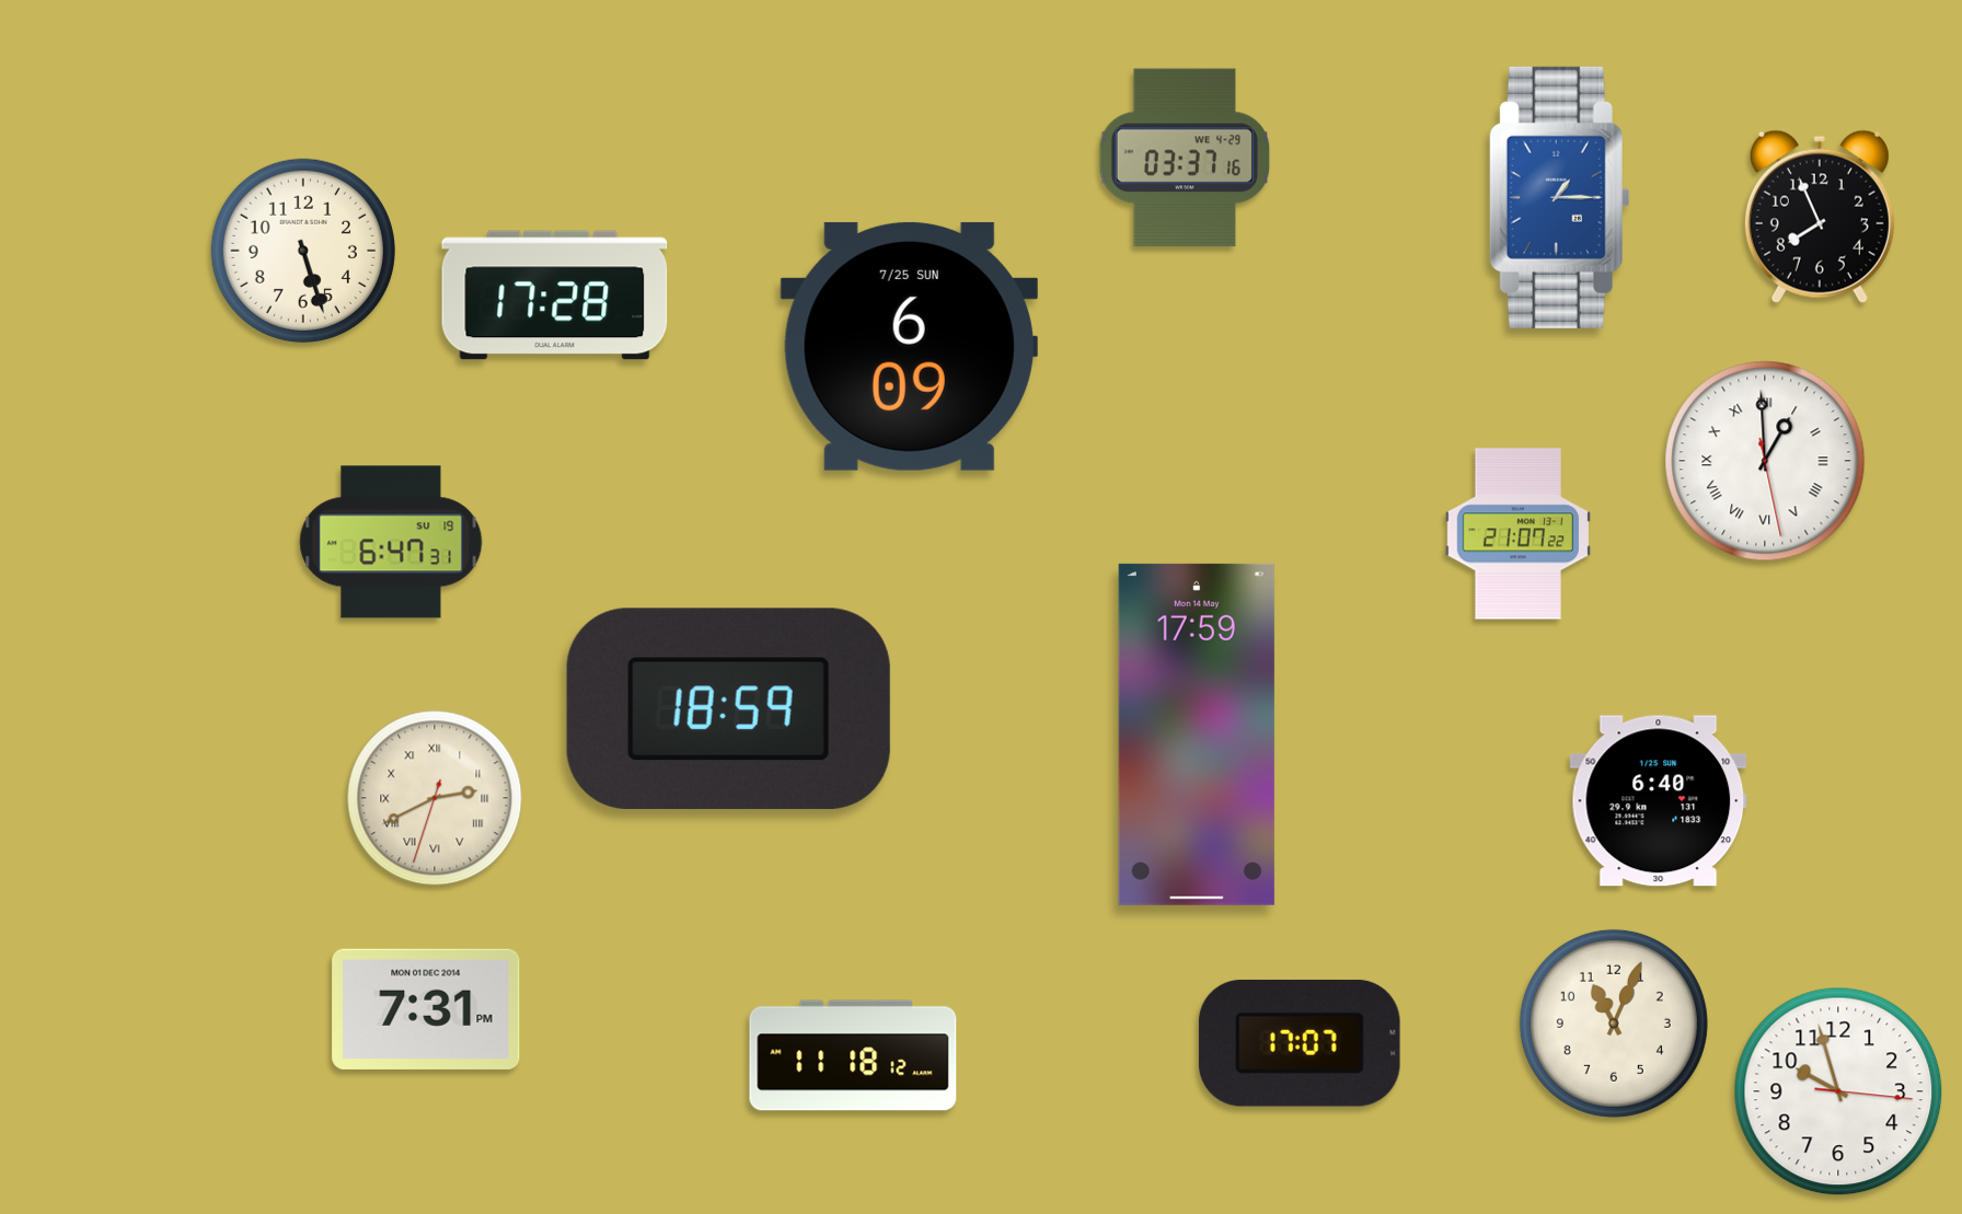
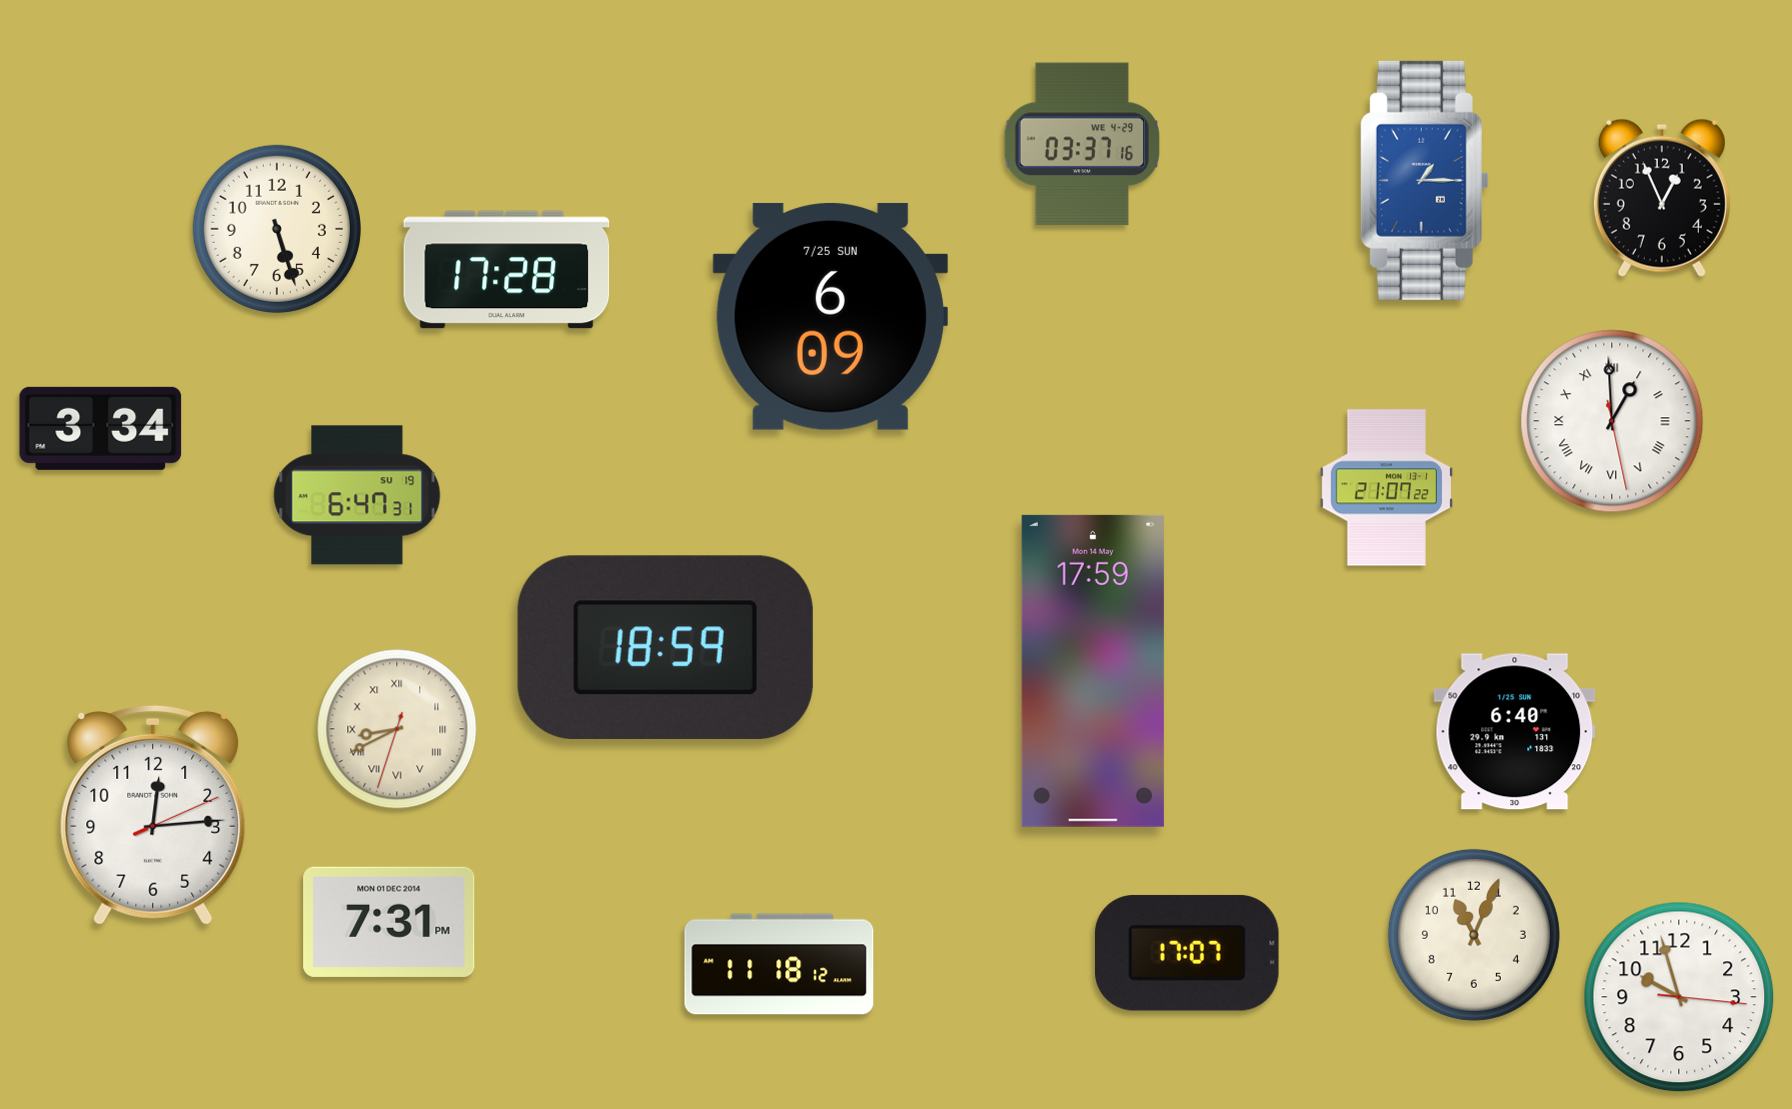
clock at (1820, 217): 7:56 -> 12:56
clock at (101, 428): none -> 3:34
clock at (435, 798): 2:40 -> 8:40
clock at (153, 815): none -> 12:14
